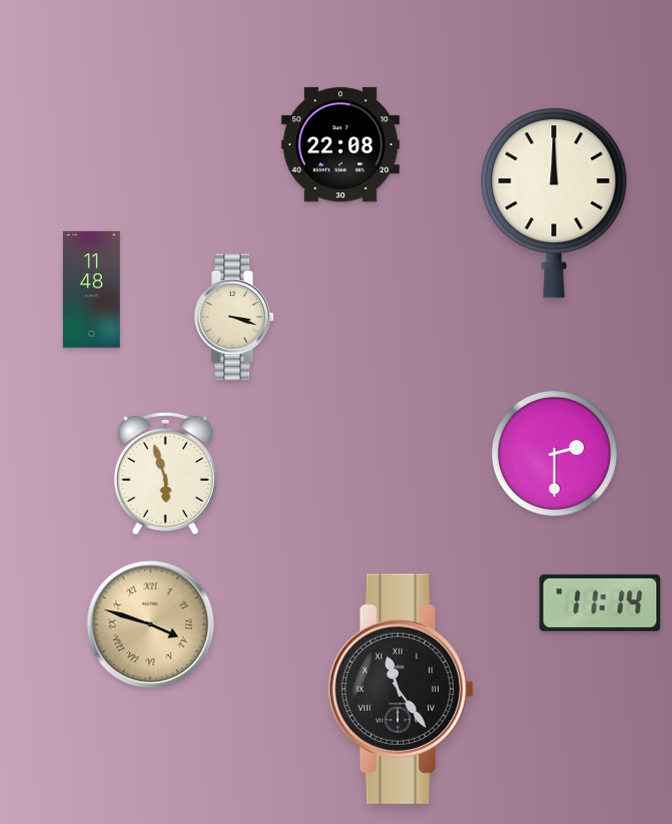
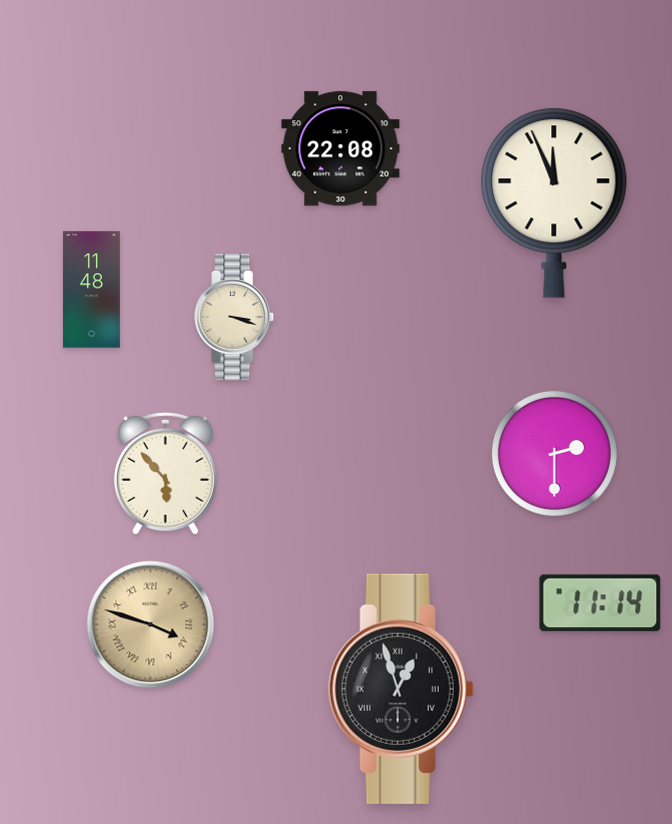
clock at (341, 145) position: (341, 145) -> (341, 149)
clock at (554, 203): 12:00 -> 11:56
clock at (165, 473): 5:57 -> 5:53
clock at (401, 689): 11:24 -> 12:57
